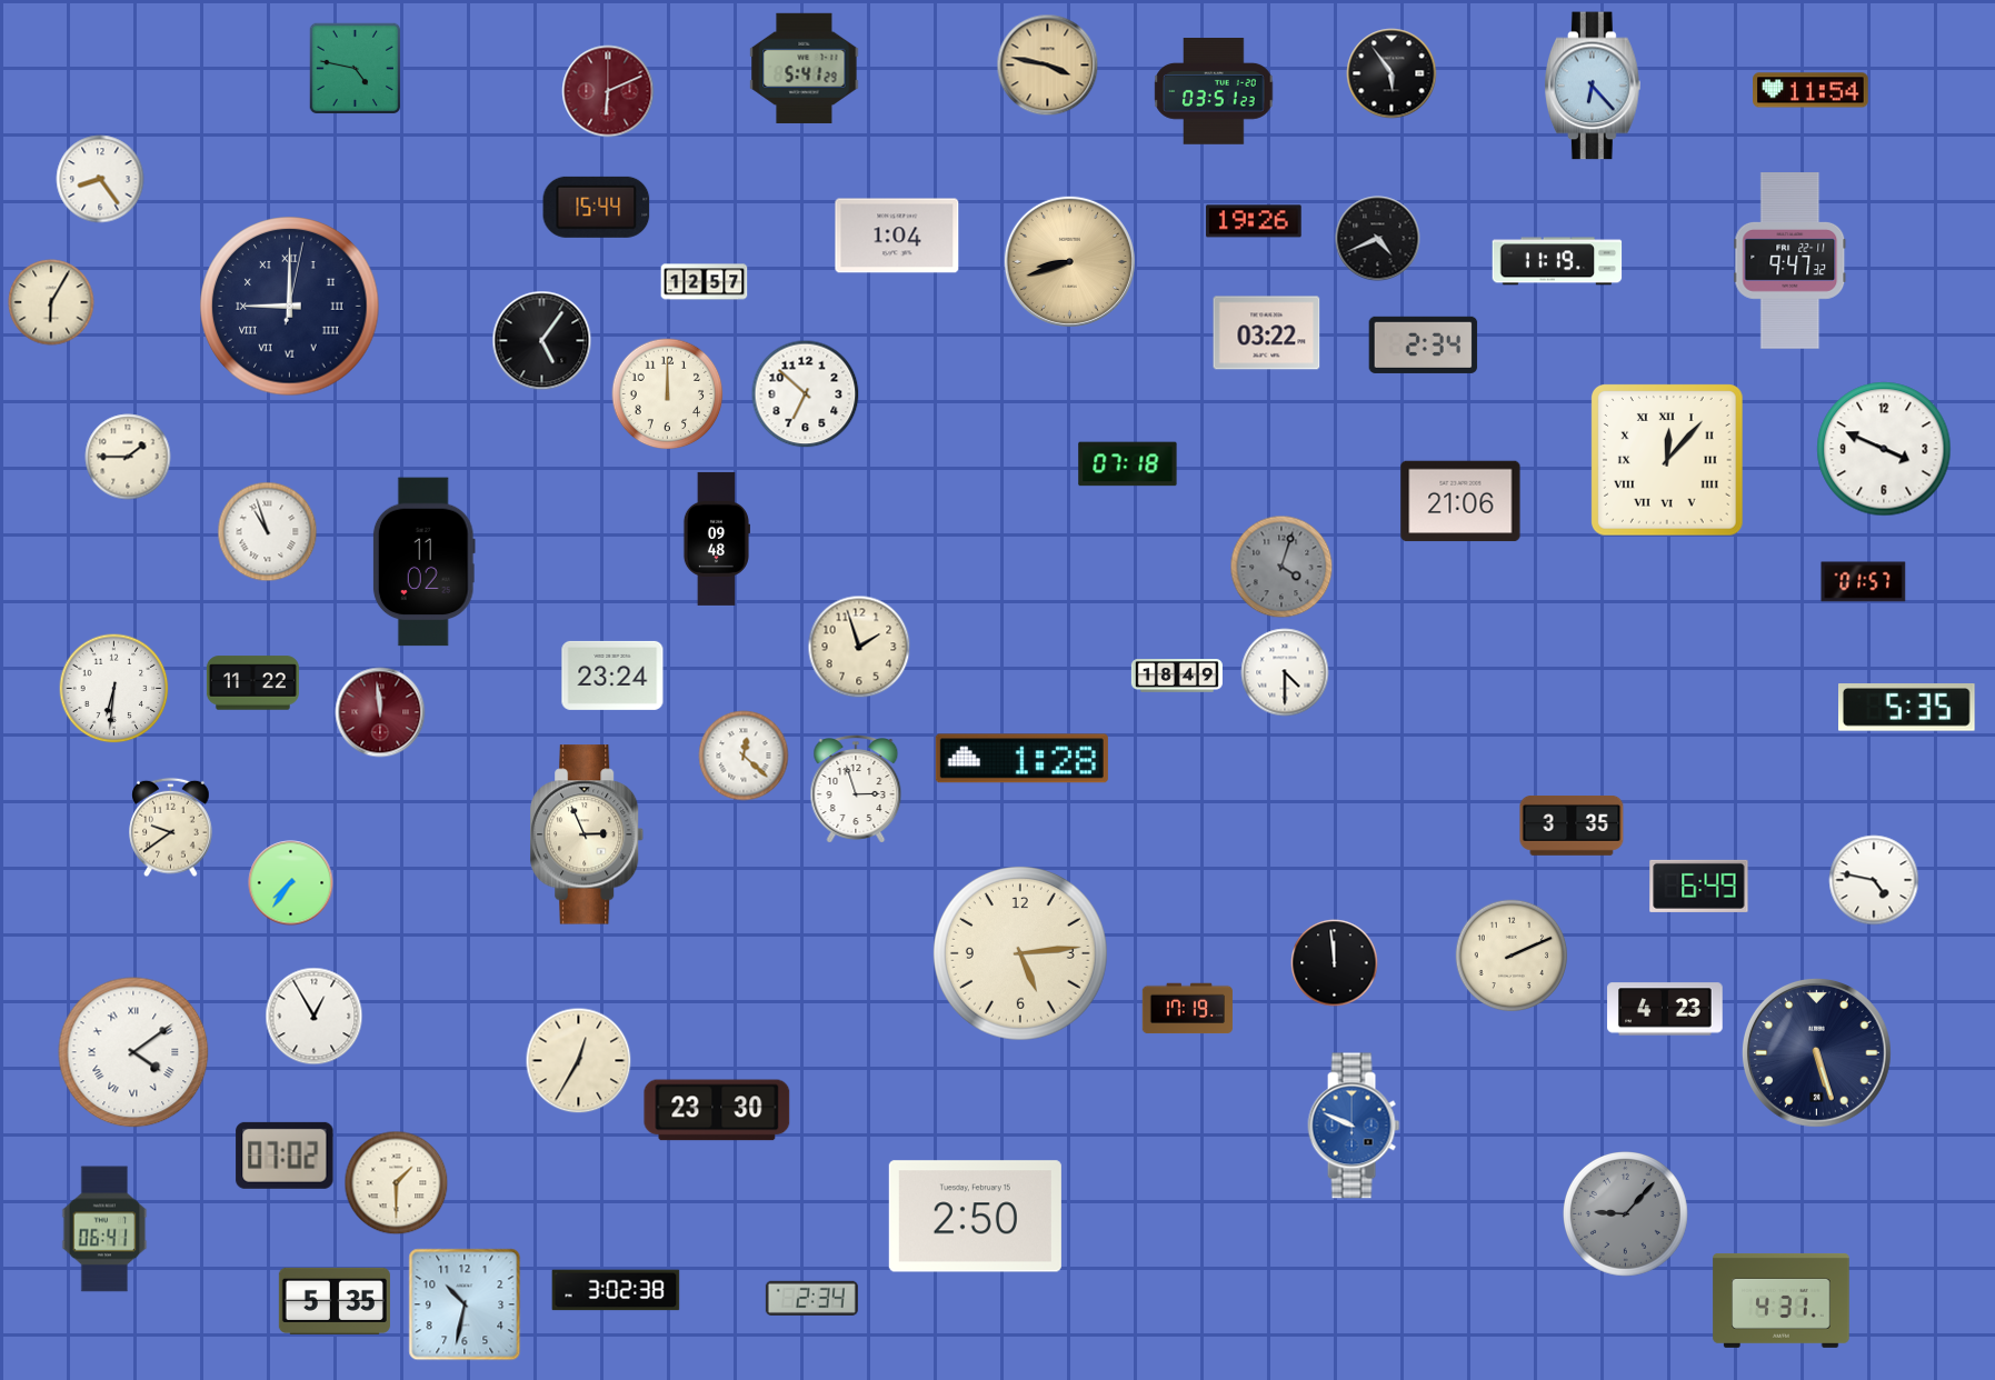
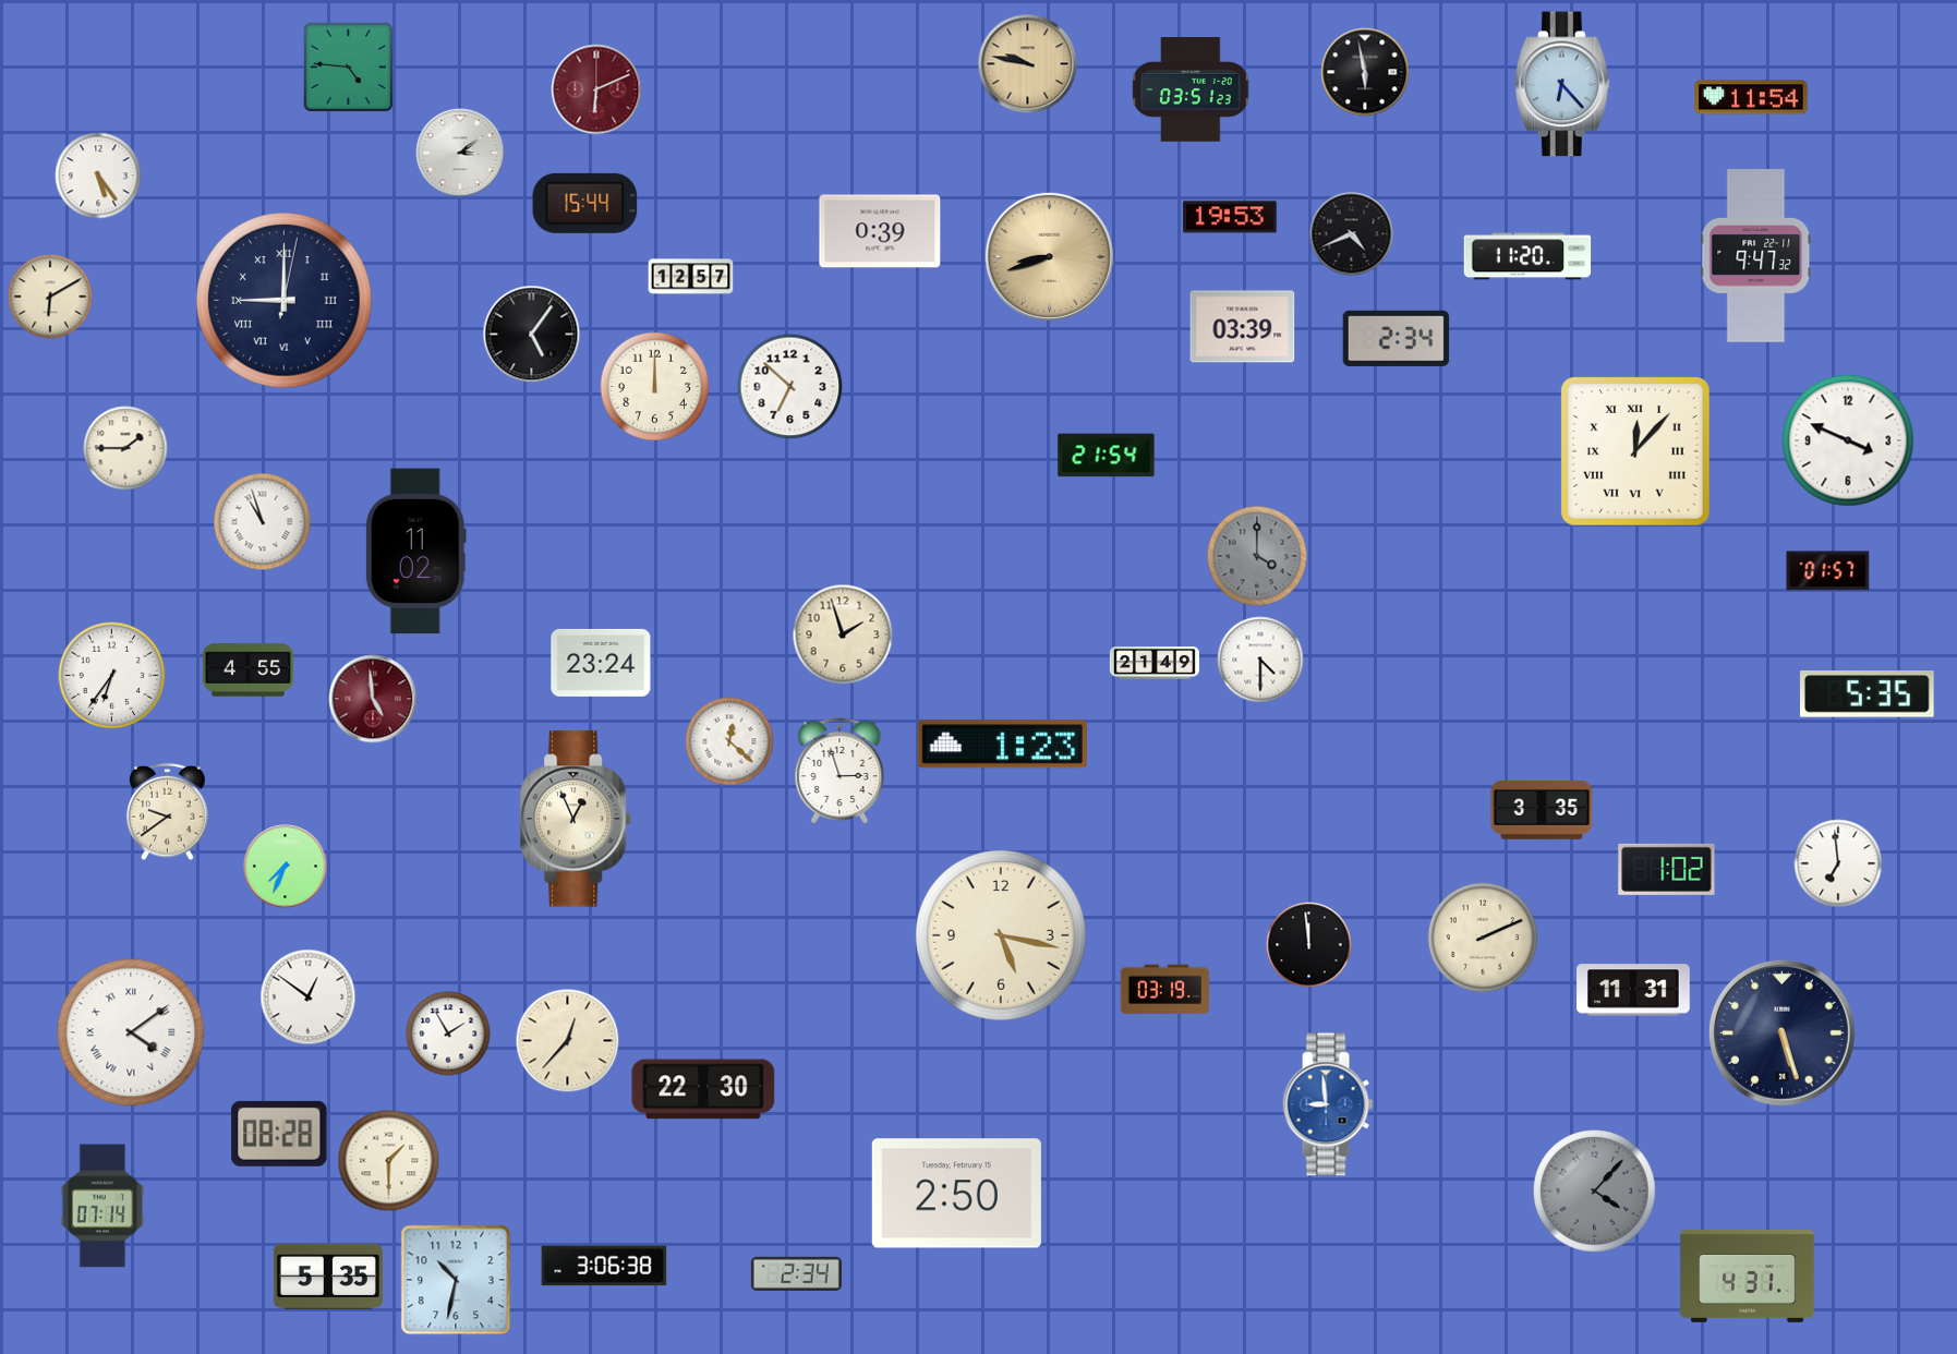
clock at (1048, 66): 3:47 -> 9:47
clock at (805, 68): 5:41 -> none
clock at (356, 69): 4:47 -> 4:46
clock at (1391, 73): 5:54 -> 5:58
clock at (1811, 90) position: (1811, 90) -> (1751, 97)
clock at (460, 153): none -> 3:09
clock at (100, 179): 8:24 -> 5:24
clock at (1254, 221): 19:26 -> 19:53
clock at (897, 236): 1:04 -> 0:39
clock at (1557, 261): 11:19 -> 11:20
clock at (51, 302): 6:05 -> 6:10
clock at (1267, 333): 03:22 -> 03:39
clock at (1128, 464): 07:18 -> 21:54
clock at (1460, 501): 21:06 -> none
clock at (716, 539): 09:48 -> none
clock at (1281, 567): 4:03 -> 4:00
clock at (1177, 676): 18:49 -> 21:49
clock at (252, 683): 11:22 -> 4:55
clock at (114, 689): 6:31 -> 6:36
clock at (1907, 708) position: (1907, 708) -> (1868, 694)
clock at (380, 712): 11:59 -> 4:59
clock at (1021, 759): 1:28 -> 1:23
clock at (856, 789) position: (856, 789) -> (839, 771)
clock at (588, 834): 2:56 -> 12:56
clock at (1874, 880): 4:47 -> 6:59
clock at (291, 883): 7:36 -> 7:34
clock at (1699, 886): 6:49 -> 1:02
clock at (1020, 953): 5:14 -> 5:17
clock at (1187, 1009): 17:19 -> 03:19
clock at (1665, 1009): 4:23 -> 11:31
clock at (315, 1017): 12:55 -> 12:51
clock at (448, 1033): none -> 1:55
clock at (579, 1061): 12:35 -> 12:37
clock at (717, 1110): 23:30 -> 22:30
clock at (1354, 1126): 9:49 -> 8:59
clock at (285, 1156): 07:02 -> 08:28
clock at (1626, 1214): 9:07 -> 4:07
clock at (104, 1229): 06:41 -> 07:14
clock at (616, 1290): 3:02 -> 3:06
